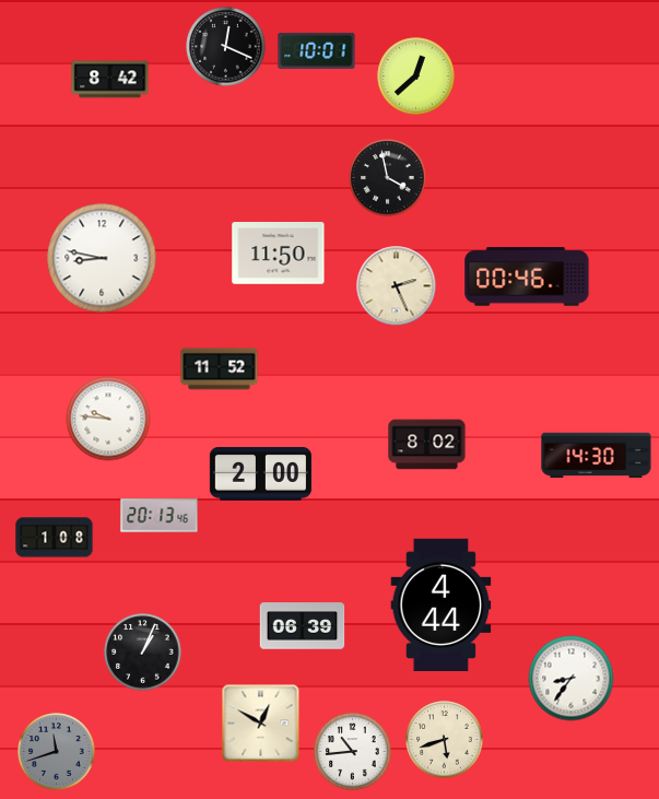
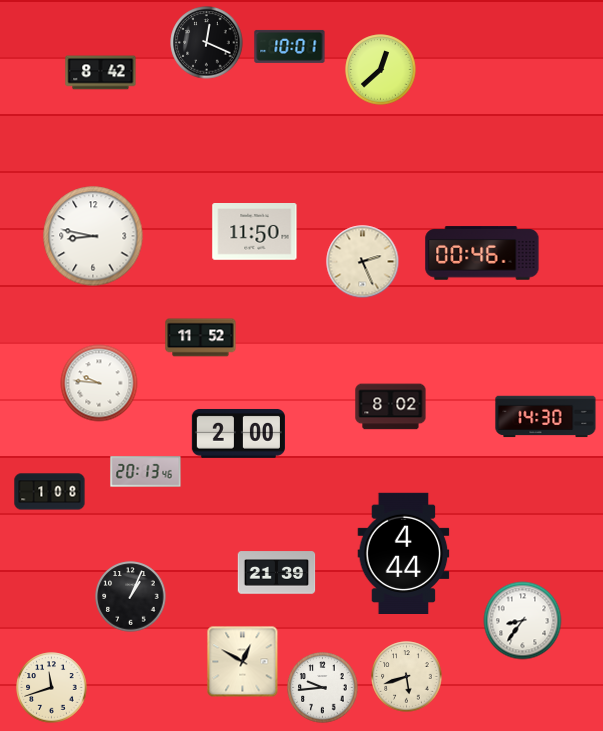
clock at (388, 178): 3:58 -> none
clock at (303, 626): 06:39 -> 21:39
clock at (261, 724) position: (261, 724) -> (243, 662)
clock at (57, 752) dial: grey -> cream
clock at (353, 752): 10:44 -> 9:44
